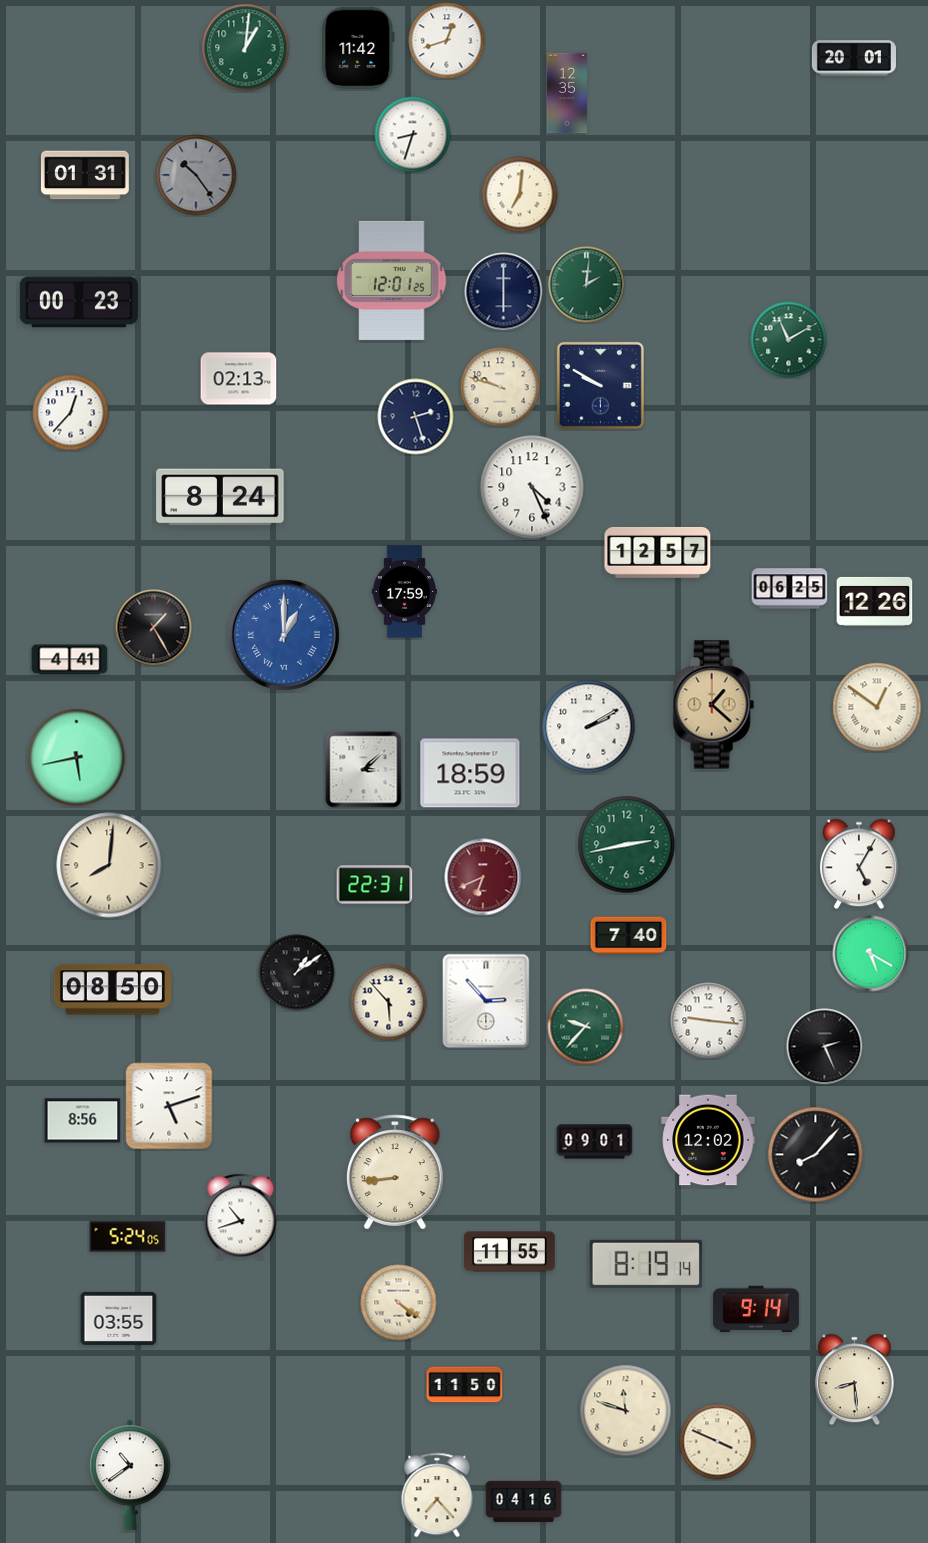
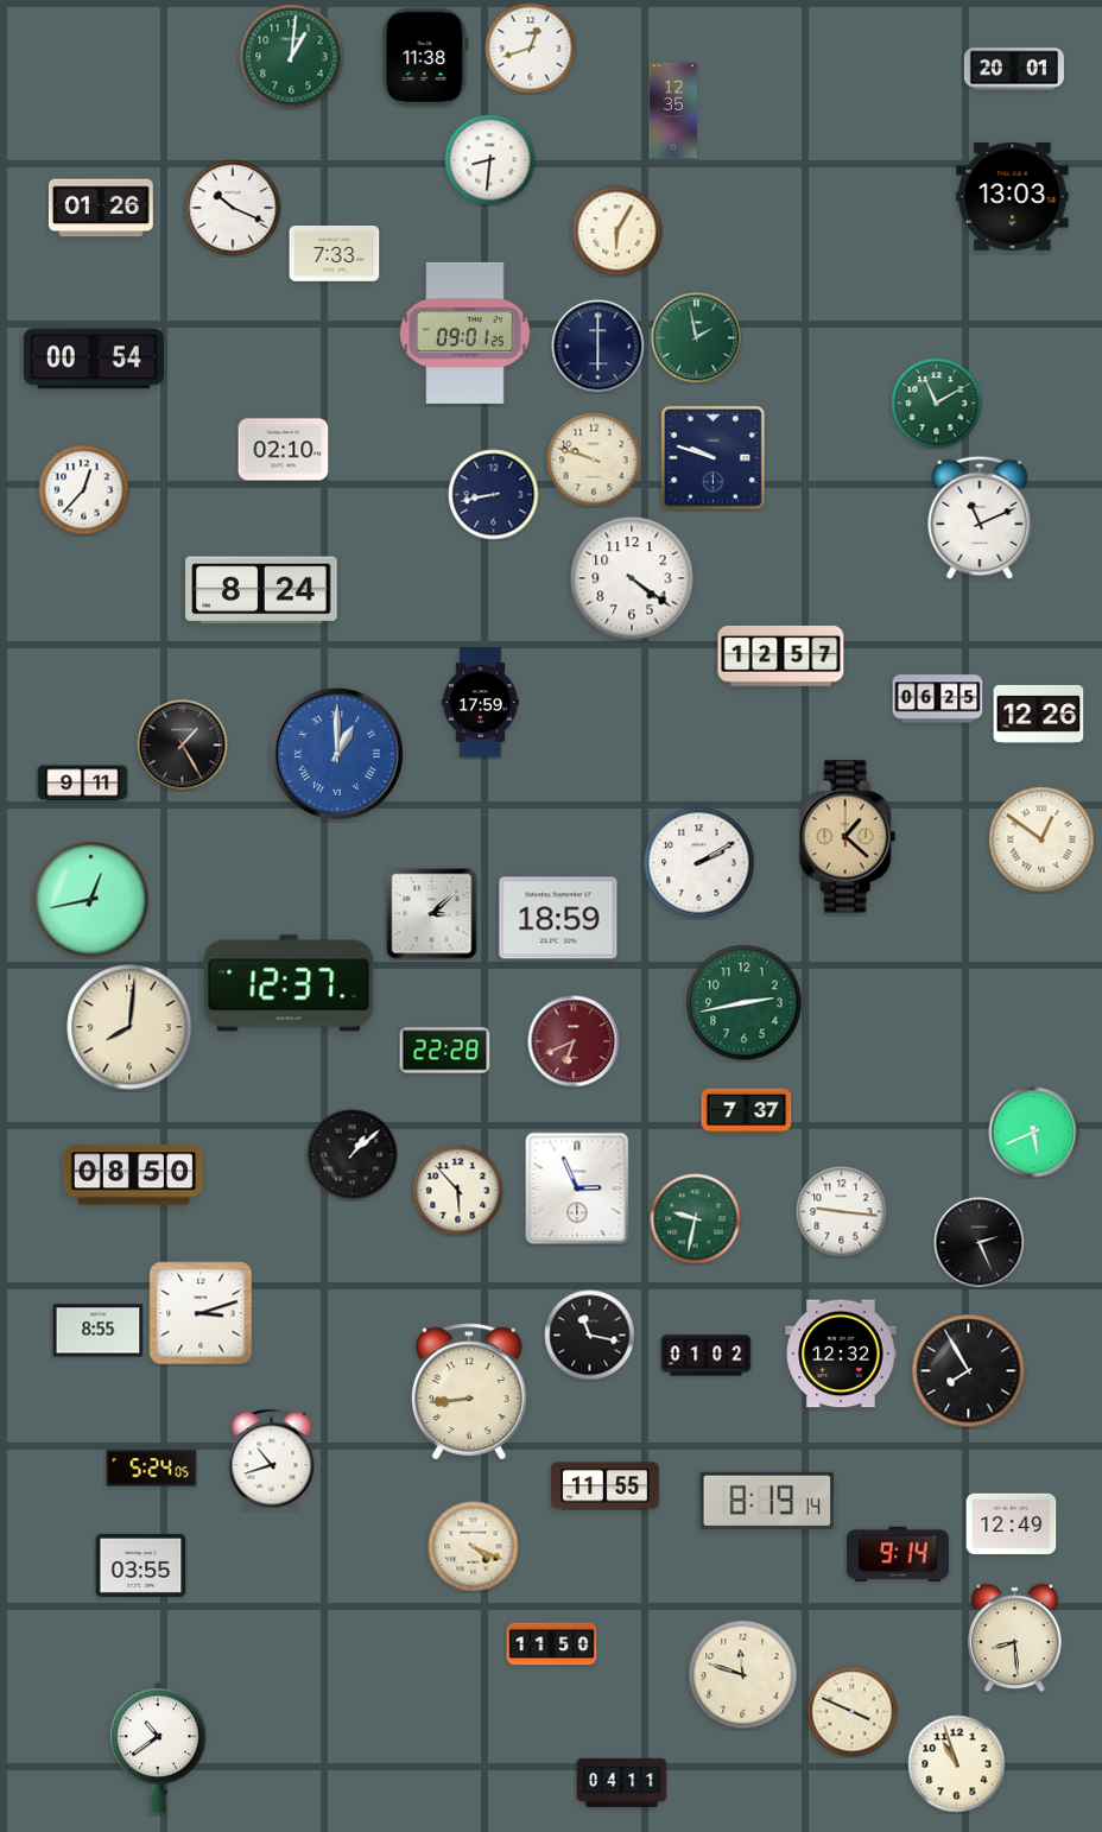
clock at (358, 48): 11:42 -> 11:38
clock at (413, 135): 8:33 -> 8:31
clock at (1013, 196): none -> 13:03
clock at (85, 175): 01:31 -> 01:26
clock at (196, 175): 10:24 -> 10:19
clock at (196, 175) dial: grey -> white
clock at (520, 195): 7:01 -> 6:05
clock at (335, 254): none -> 7:33
clock at (392, 280): 12:01 -> 09:01
clock at (587, 285): 2:01 -> 1:58
clock at (79, 302): 00:23 -> 00:54
clock at (239, 379): 02:13 -> 02:10
clock at (600, 385): 9:50 -> 9:48
clock at (416, 417): 2:27 -> 8:43
clock at (980, 518): none -> 11:11
clock at (532, 487): 4:26 -> 4:21
clock at (70, 660): 4:41 -> 9:11
clock at (77, 758): 5:43 -> 12:43
clock at (289, 983): none -> 12:37
clock at (859, 864): 5:05 -> none
clock at (375, 885): 22:31 -> 22:28
clock at (629, 936): 7:40 -> 7:37
clock at (871, 954): 5:20 -> 5:41
clock at (297, 973): 1:09 -> 1:08
clock at (486, 1001): 2:53 -> 2:56
clock at (389, 1003) position: (389, 1003) -> (458, 1191)
clock at (586, 1027): 9:37 -> 9:32
clock at (169, 1106): 5:12 -> 3:12
clock at (83, 1121): 8:56 -> 8:55
clock at (590, 1336): none -> 11:17
clock at (708, 1140): 12:02 -> 12:32
clock at (595, 1142): 09:01 -> 01:02
clock at (816, 1155): 8:07 -> 7:55
clock at (241, 1217) position: (241, 1217) -> (272, 1460)
clock at (1012, 1524): none -> 12:49
clock at (399, 1303): 4:21 -> 4:19
clock at (130, 1475) position: (130, 1475) -> (158, 1748)
clock at (957, 1764): none -> 10:57
clock at (437, 1495): 7:23 -> none
clock at (524, 1502): 04:16 -> 04:11
